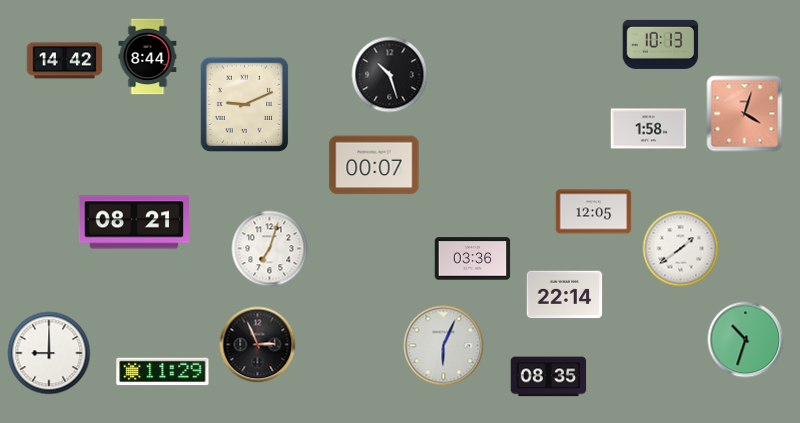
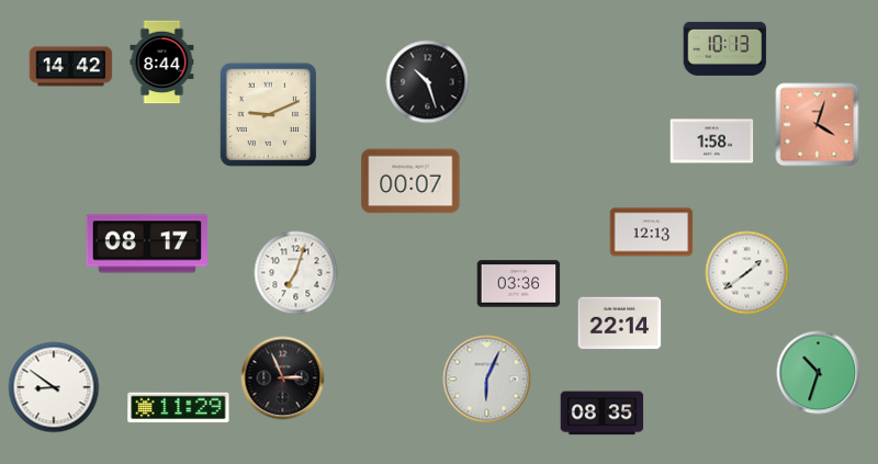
clock at (594, 212): 12:05 -> 12:13
clock at (133, 222): 08:21 -> 08:17
clock at (49, 353): 9:00 -> 8:51
